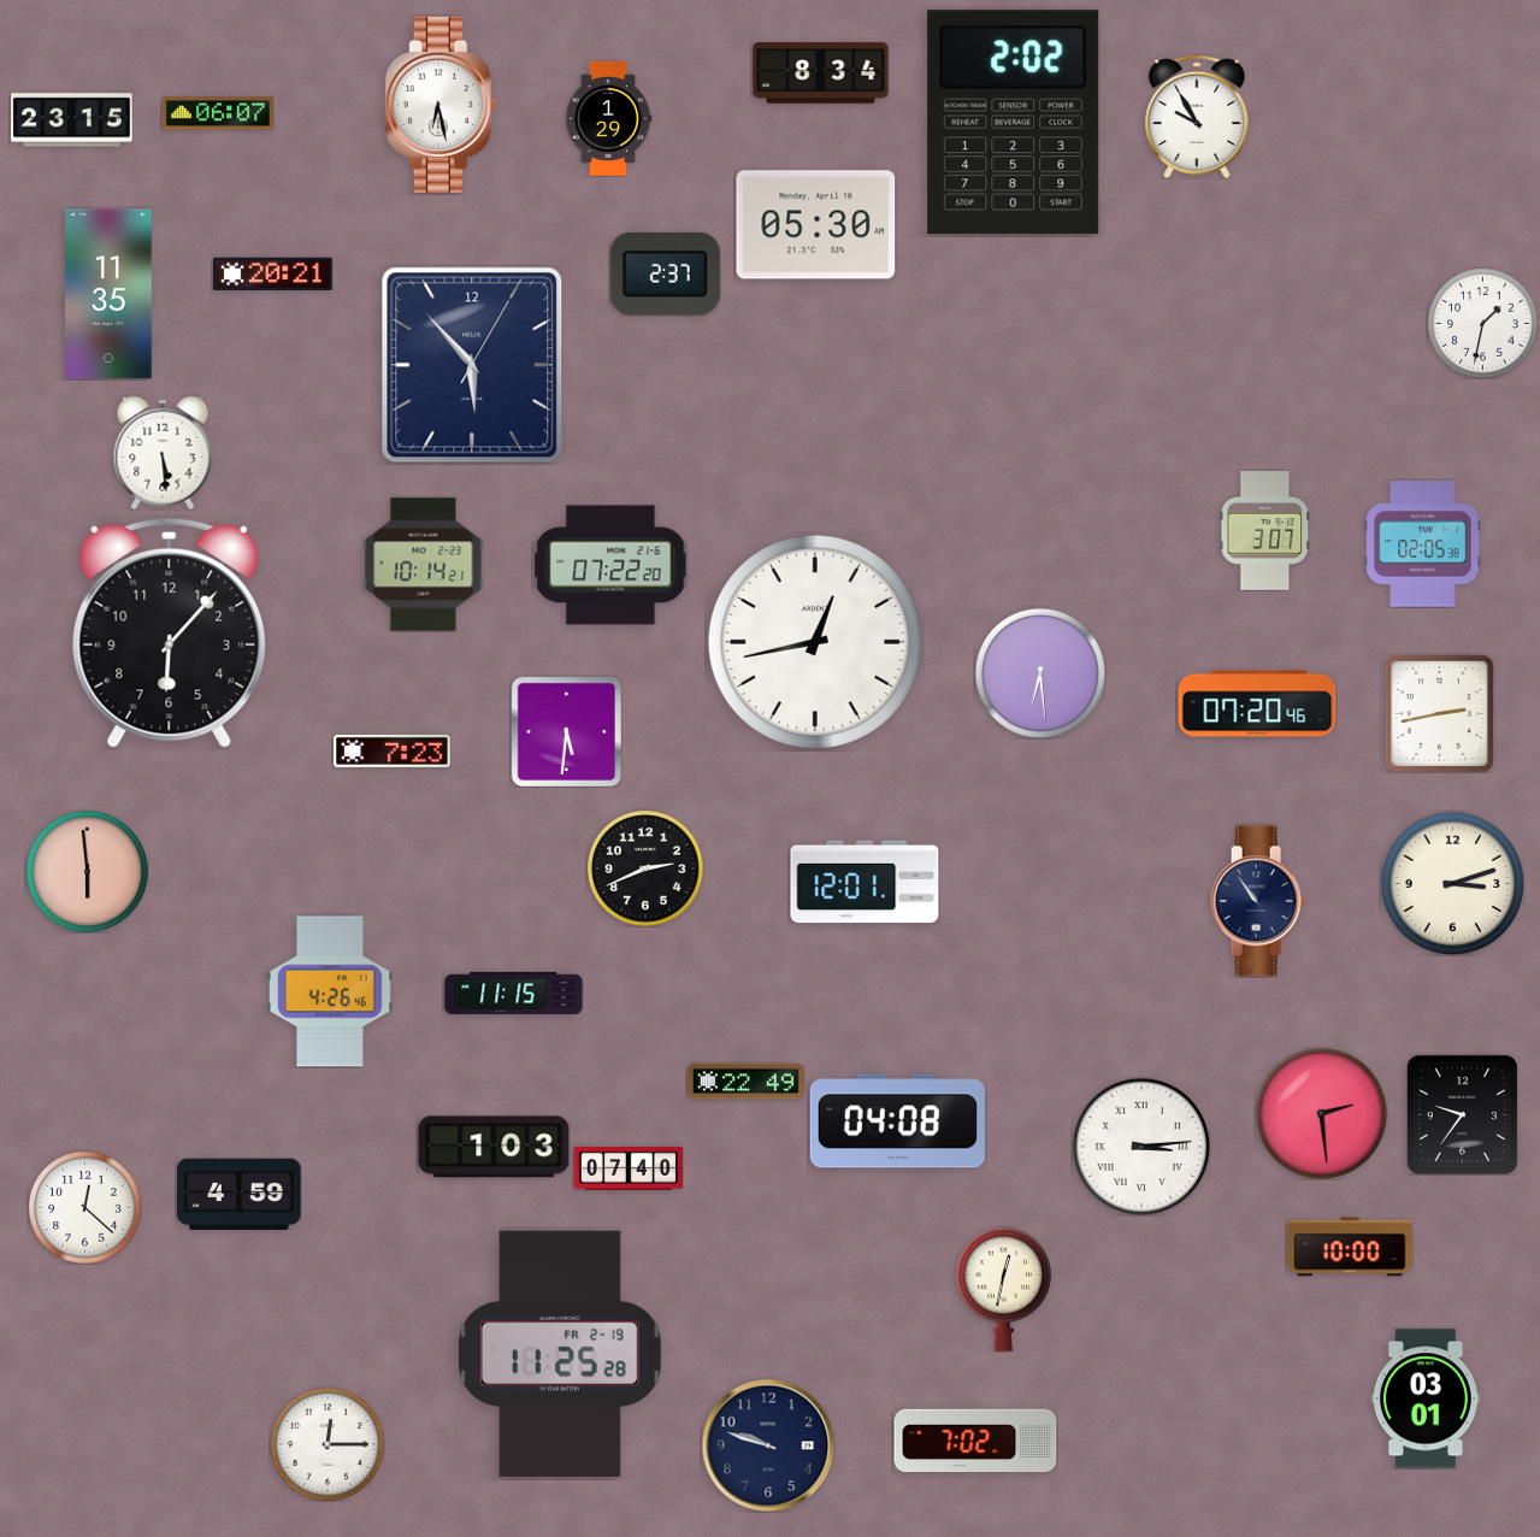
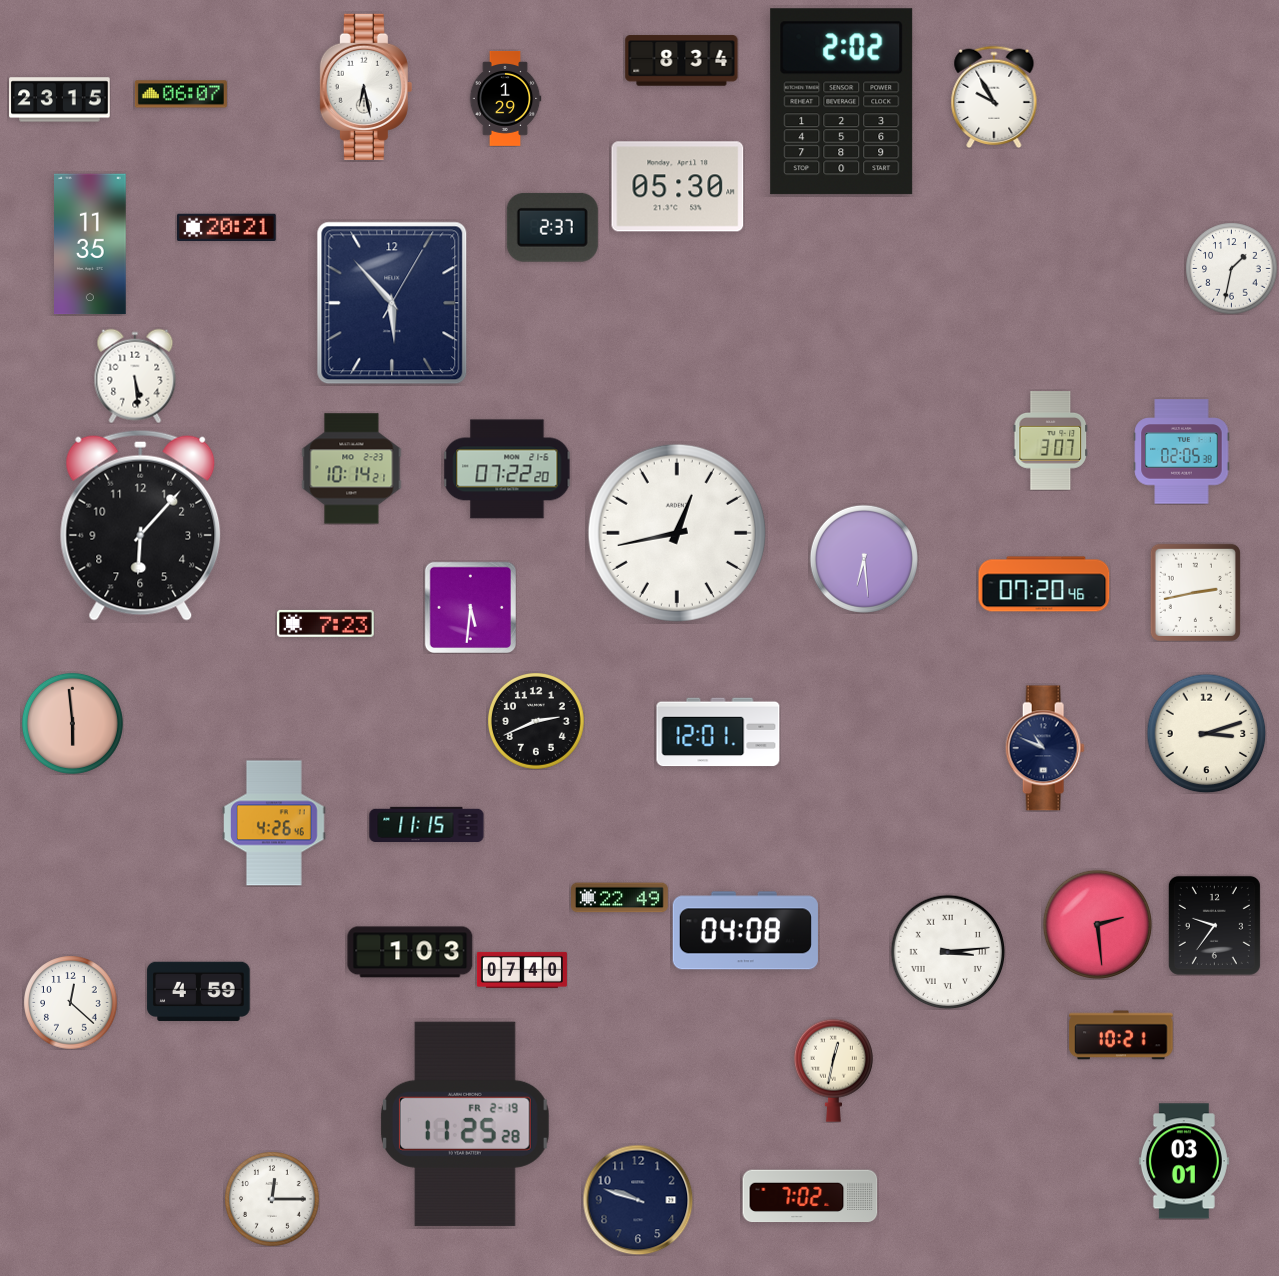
clock at (1258, 901): 10:54 -> 10:49
clock at (1350, 1247): 10:00 -> 10:21
